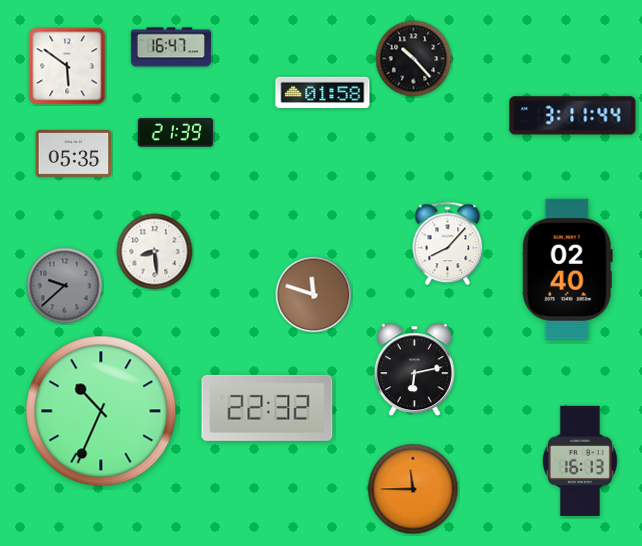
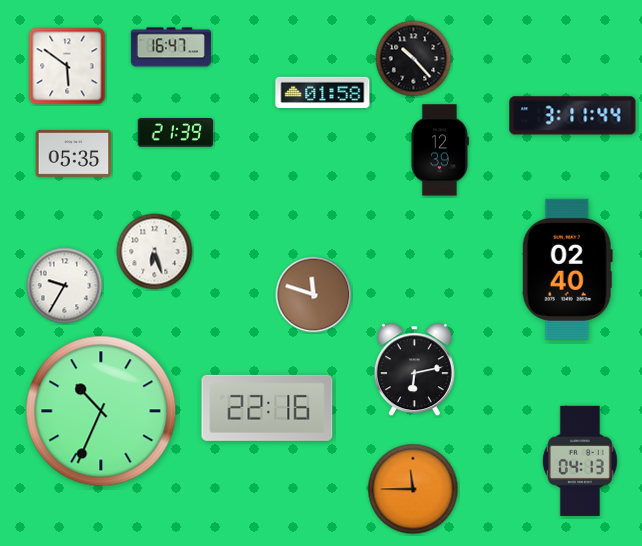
clock at (439, 150): none -> 12:39
clock at (448, 244): 8:07 -> none
clock at (155, 252): 8:29 -> 6:27
clock at (65, 286): 9:38 -> 9:35
clock at (65, 286) dial: grey -> white
clock at (267, 408): 22:32 -> 22:16
clock at (580, 461): 16:13 -> 04:13
